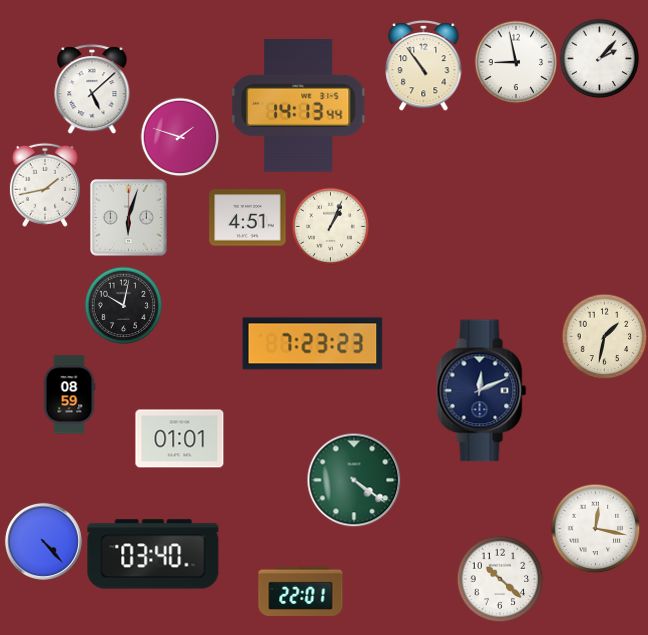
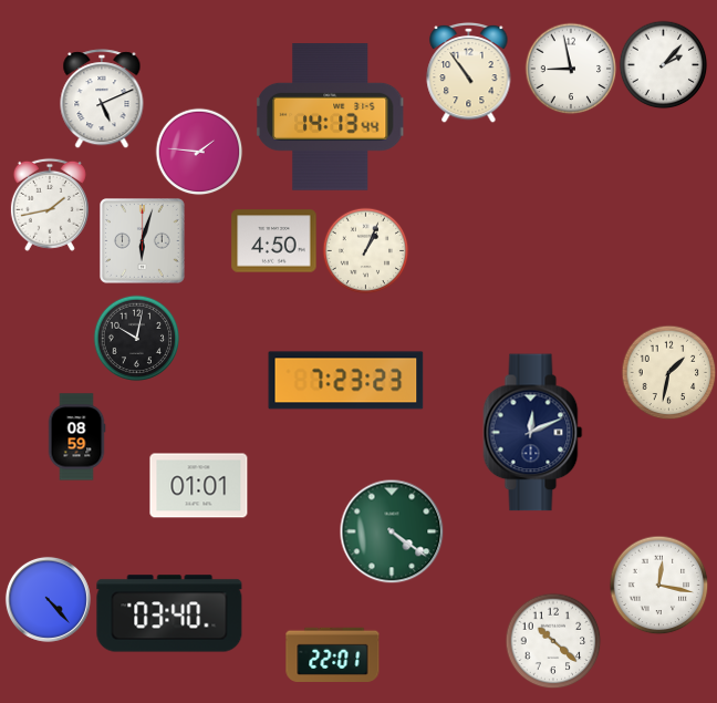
clock at (92, 89): 5:08 -> 5:11
clock at (180, 137): 1:48 -> 1:46
clock at (248, 218): 4:51 -> 4:50
